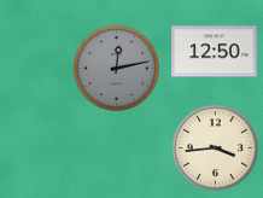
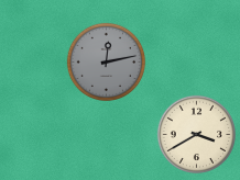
clock at (215, 52): 12:50 -> none
clock at (215, 147): 3:44 -> 3:40
